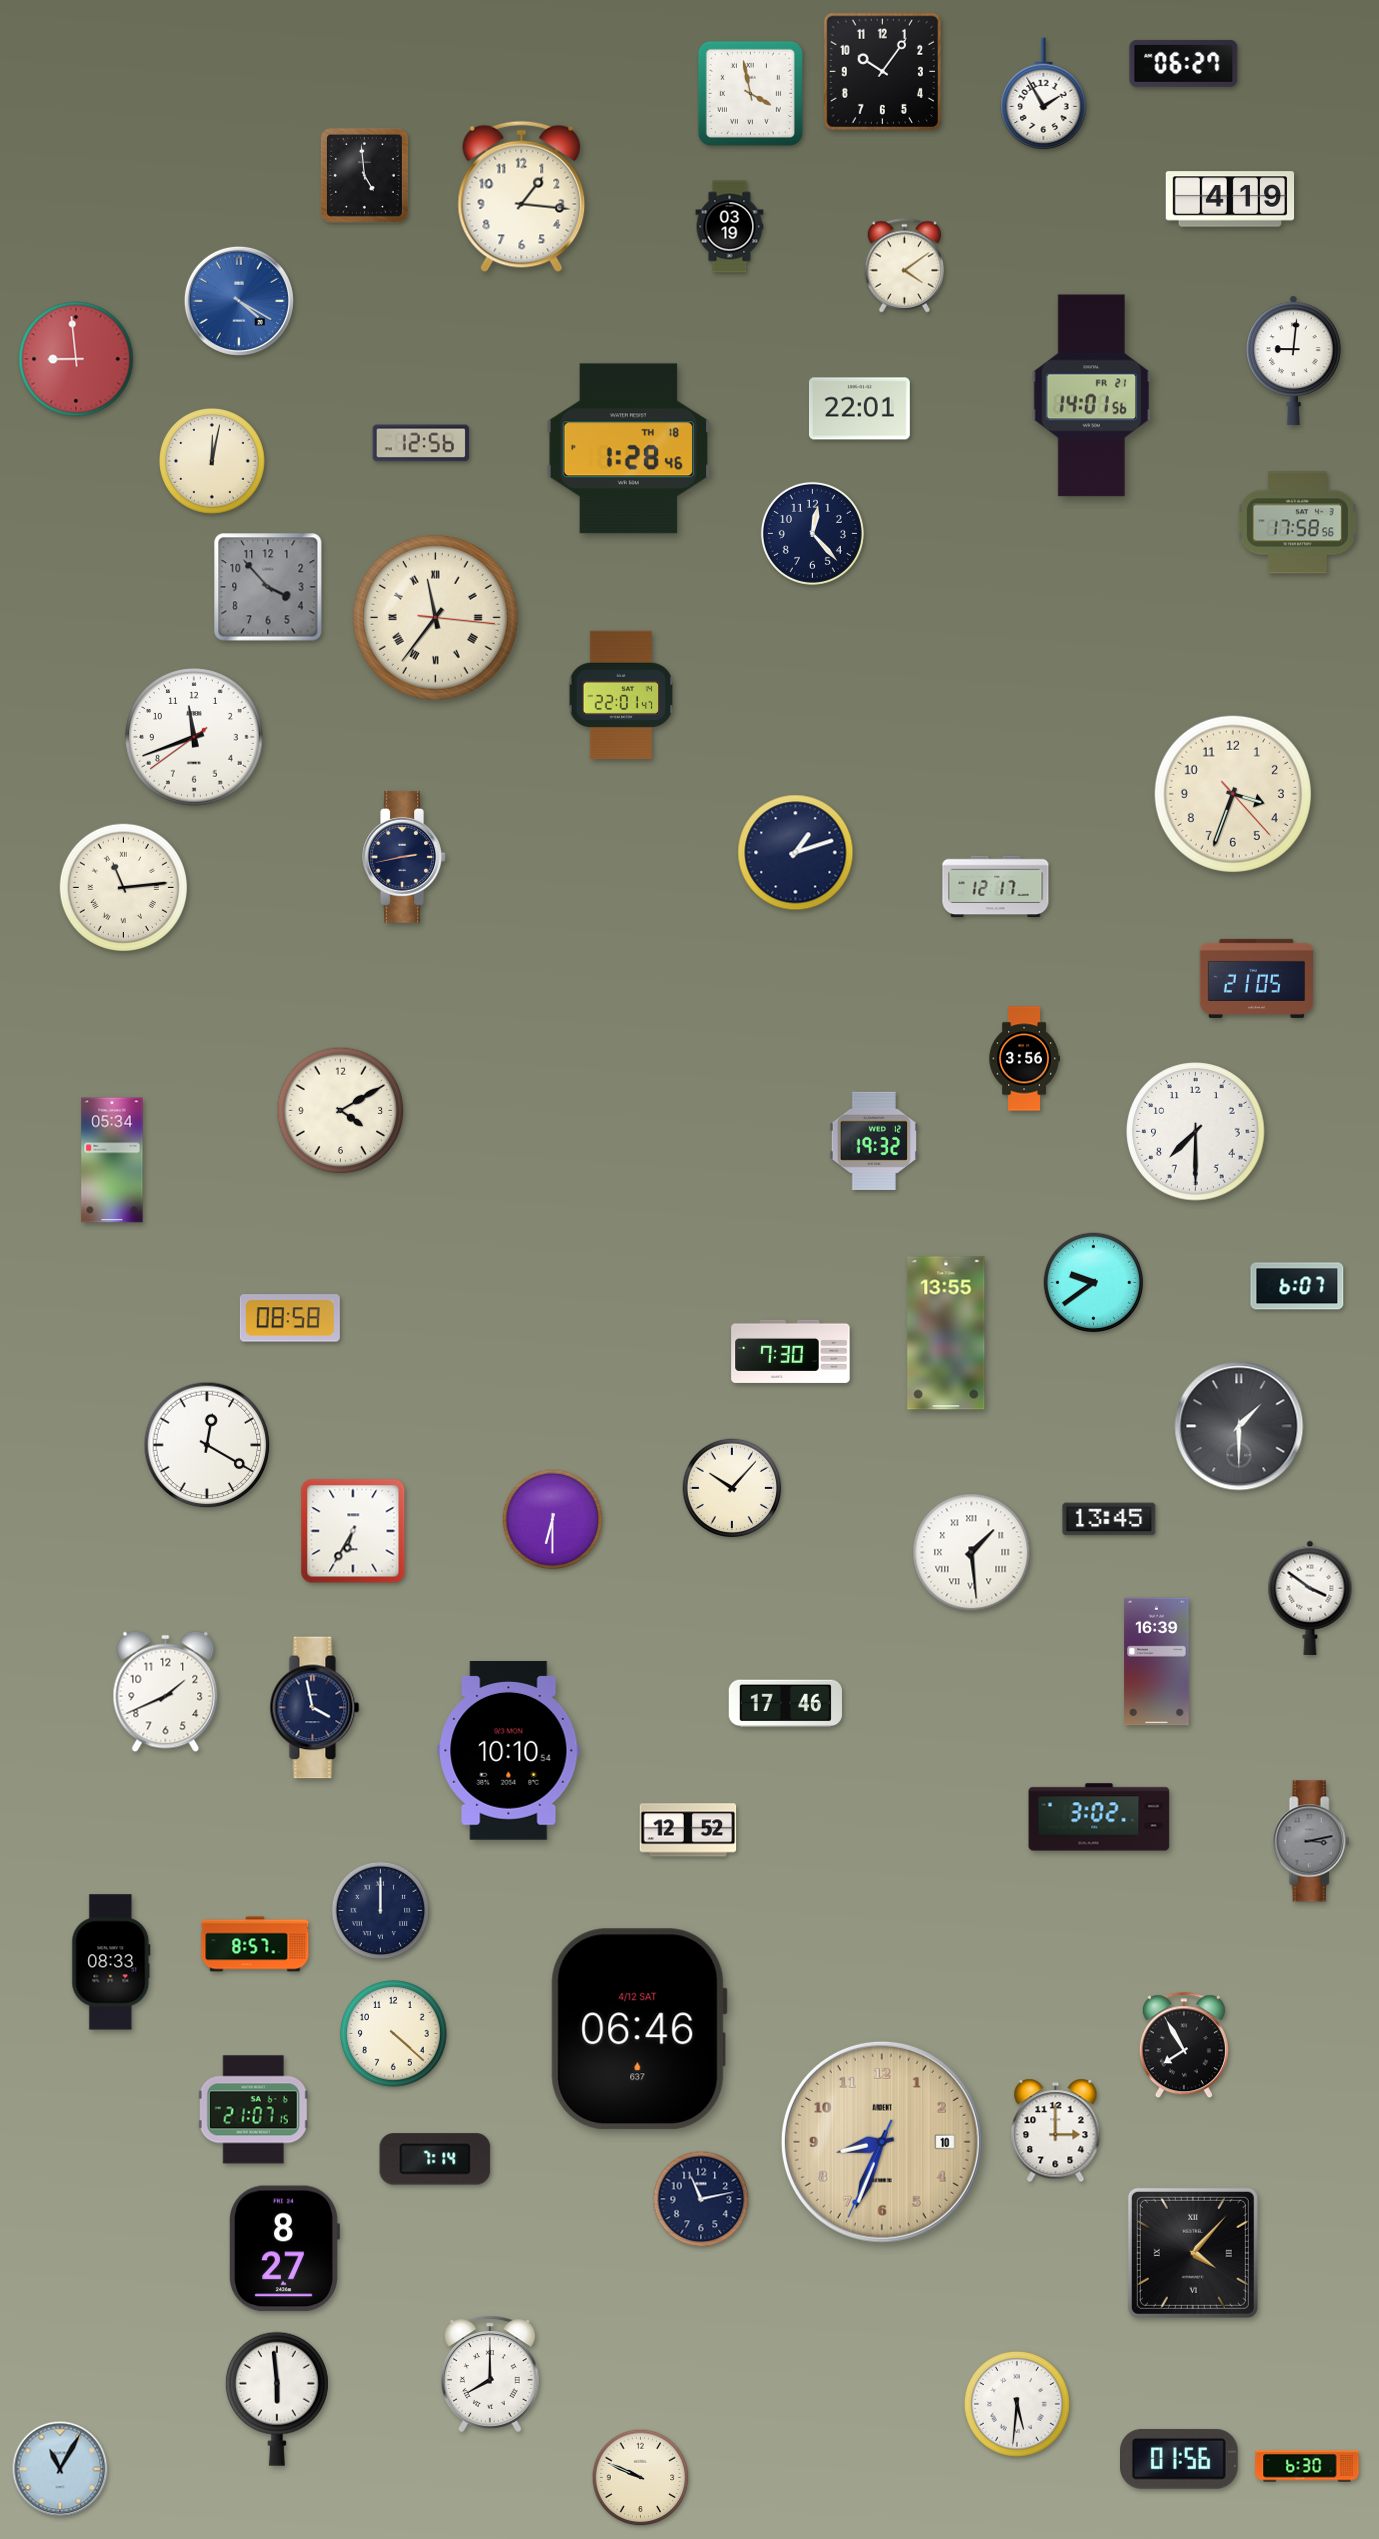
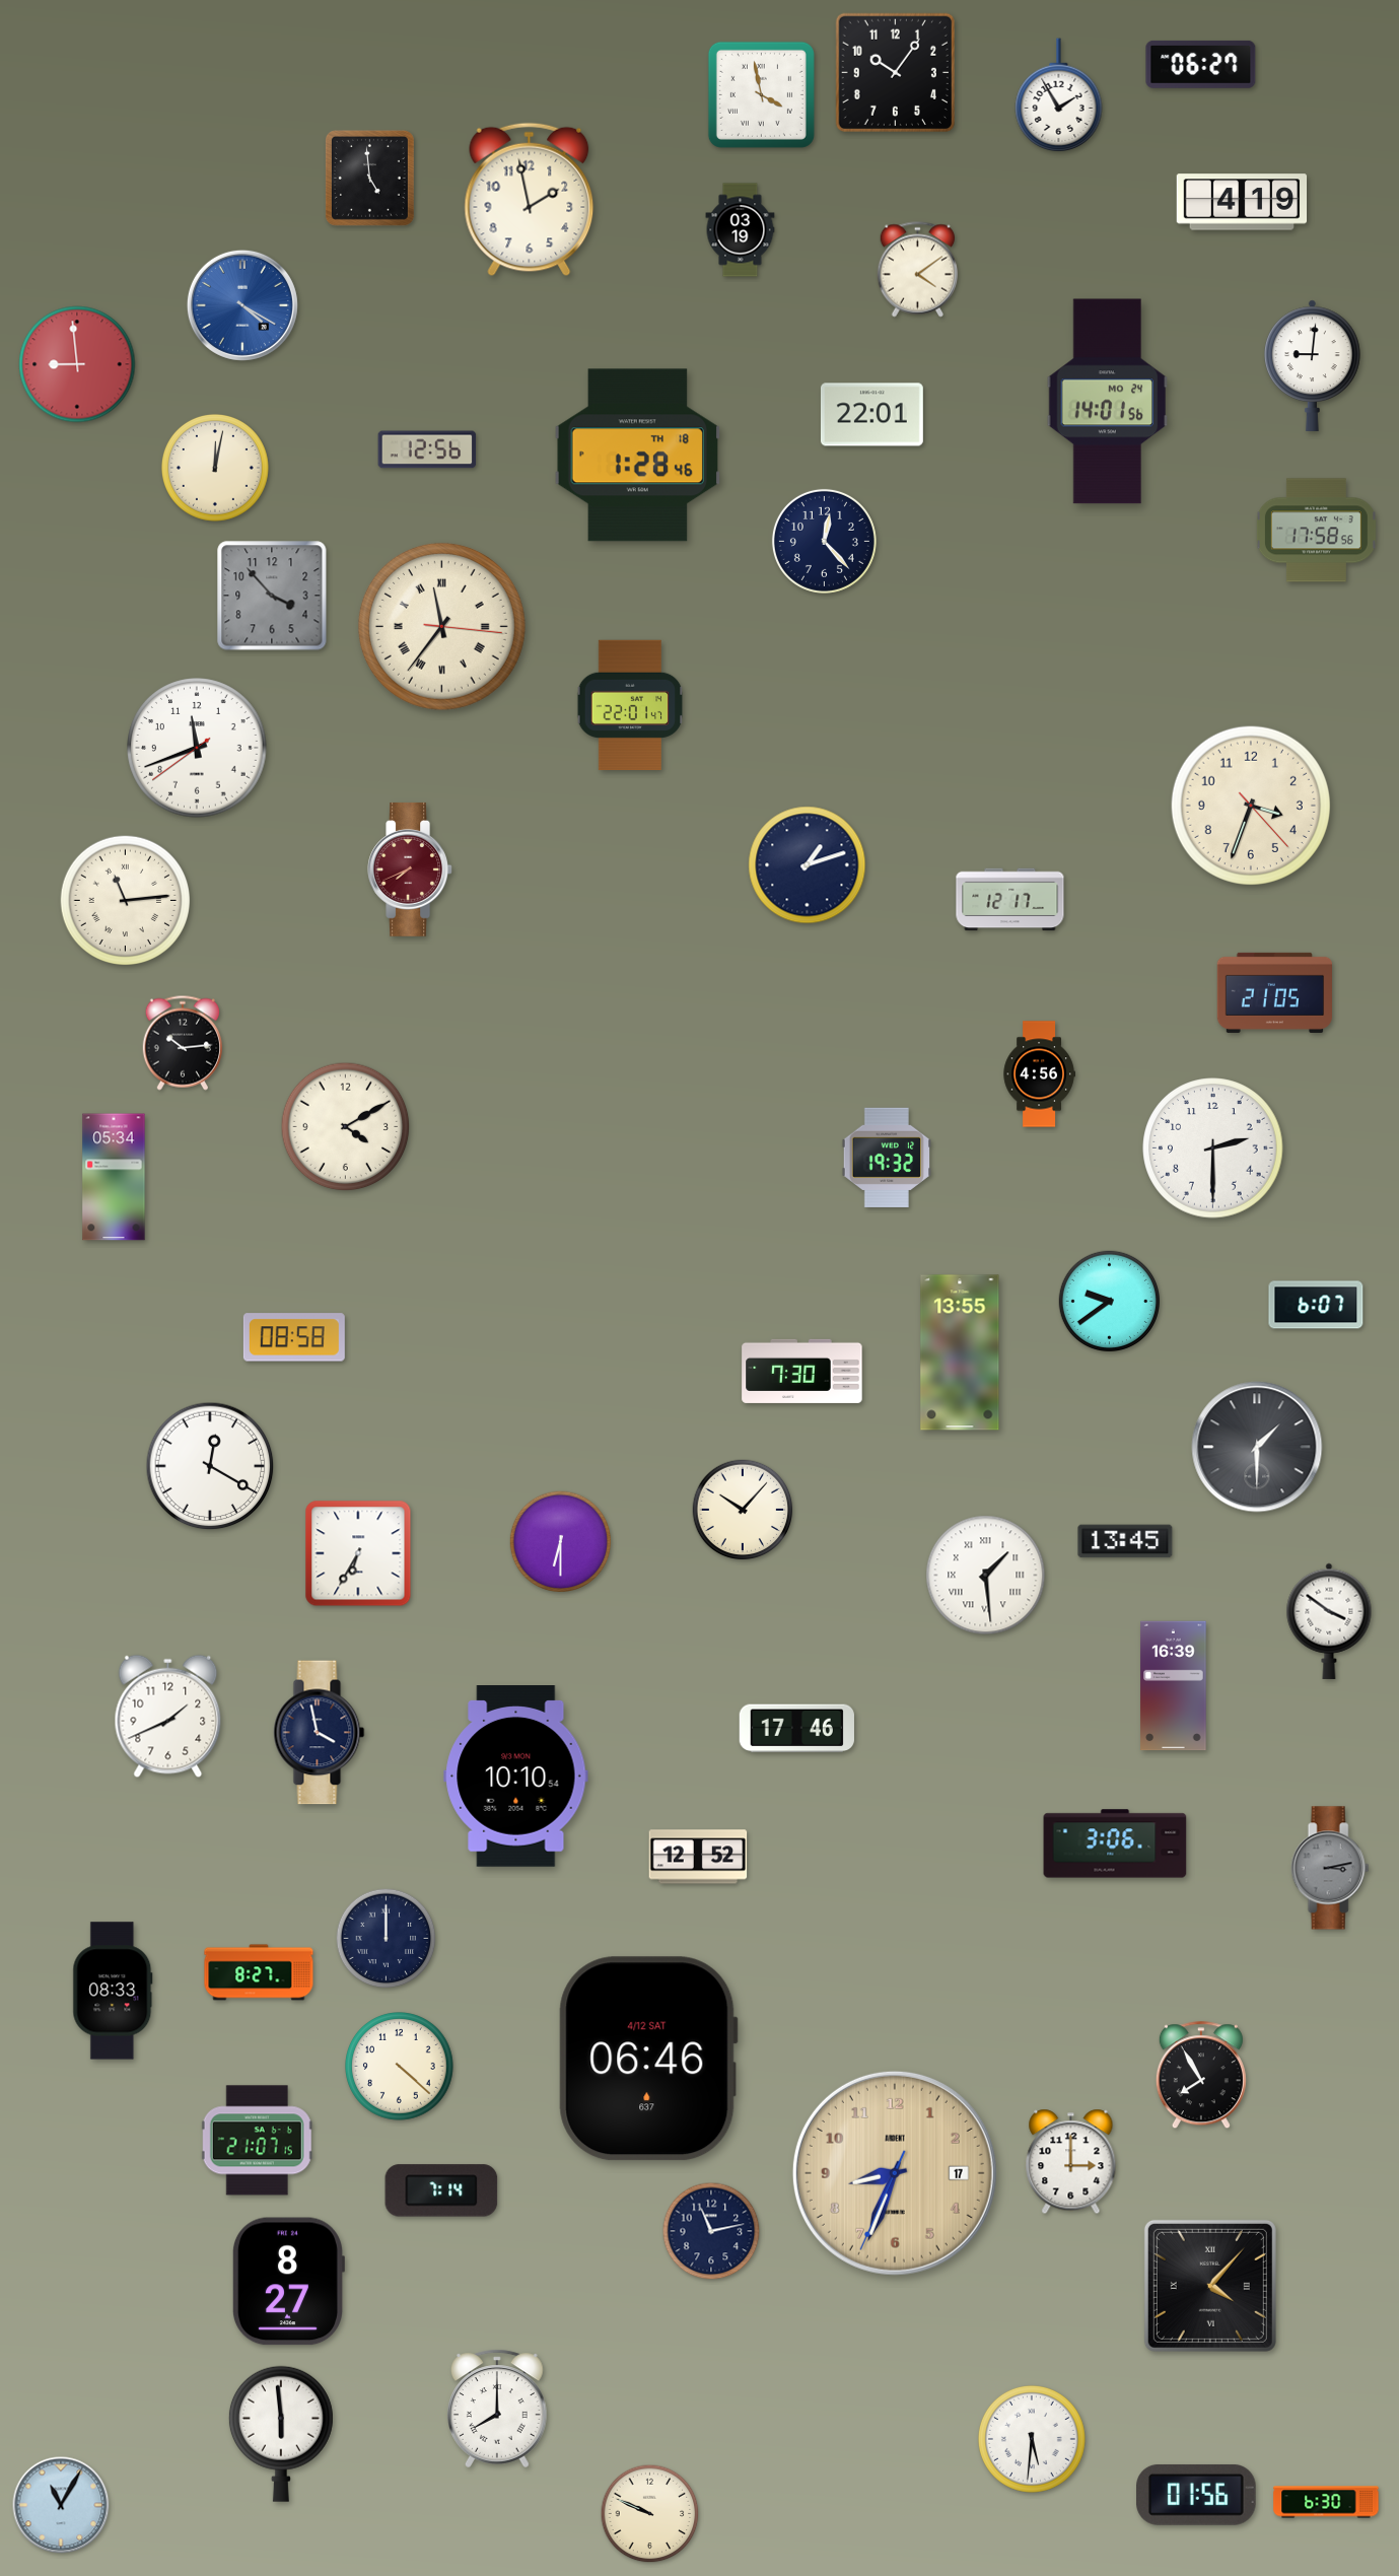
clock at (522, 197): 1:16 -> 1:58
clock at (1230, 199) position: (1230, 199) -> (1242, 202)
clock at (1092, 396) date: FR 21 -> MO 24
clock at (404, 857): 2:43 -> 7:41
clock at (404, 857) dial: navy -> burgundy
clock at (183, 1043): none -> 10:14
clock at (1024, 1059): 3:56 -> 4:56
clock at (1196, 1132): 7:30 -> 2:30
clock at (1099, 1817): 3:02 -> 3:06
clock at (255, 1944): 8:57 -> 8:27
clock at (394, 2034) position: (394, 2034) -> (400, 2067)
clock at (882, 2142) date: 10 -> 17
